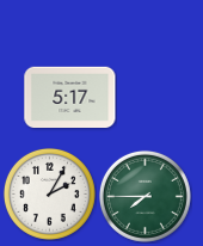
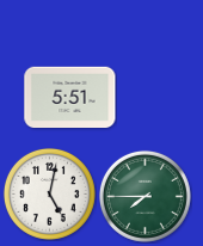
clock at (70, 97): 5:17 -> 5:51
clock at (49, 193): 2:05 -> 5:02
